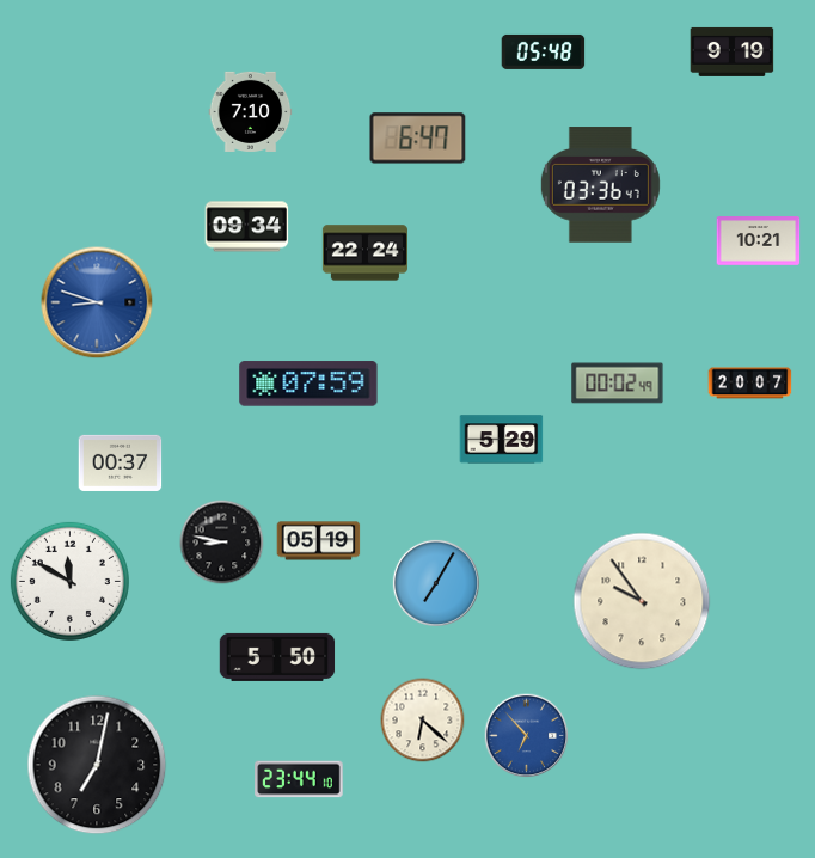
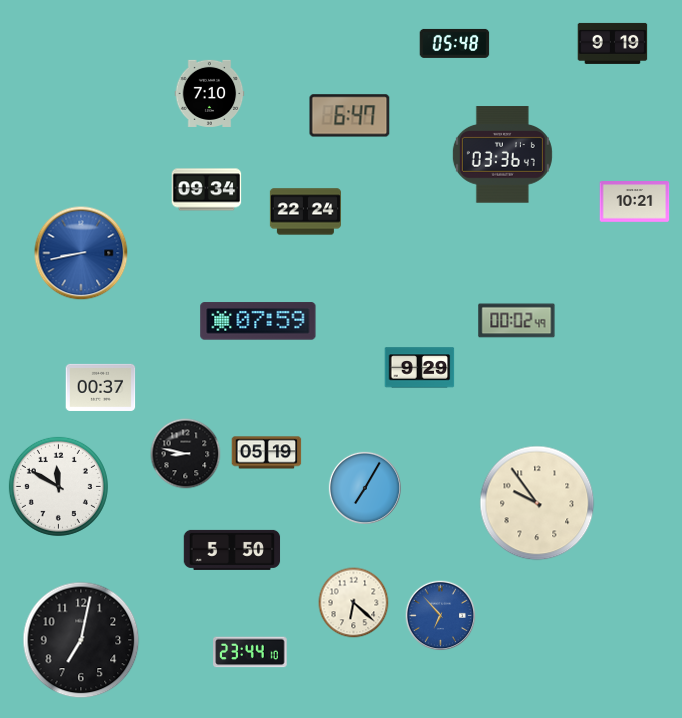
clock at (97, 302): 8:48 -> 8:43
clock at (750, 384): 20:07 -> none
clock at (502, 440): 5:29 -> 9:29
